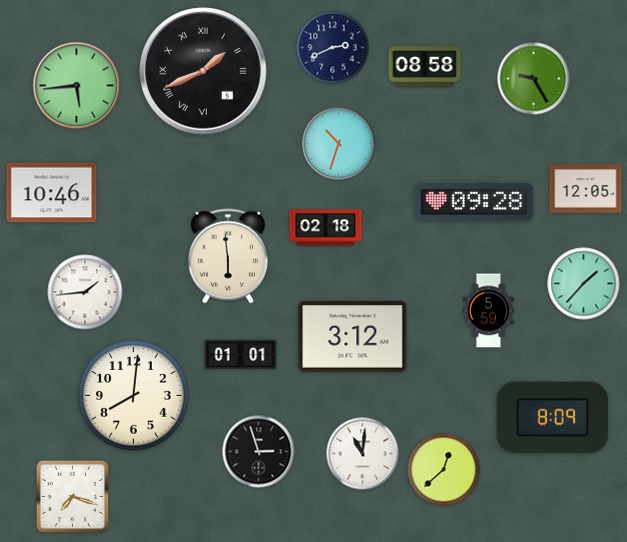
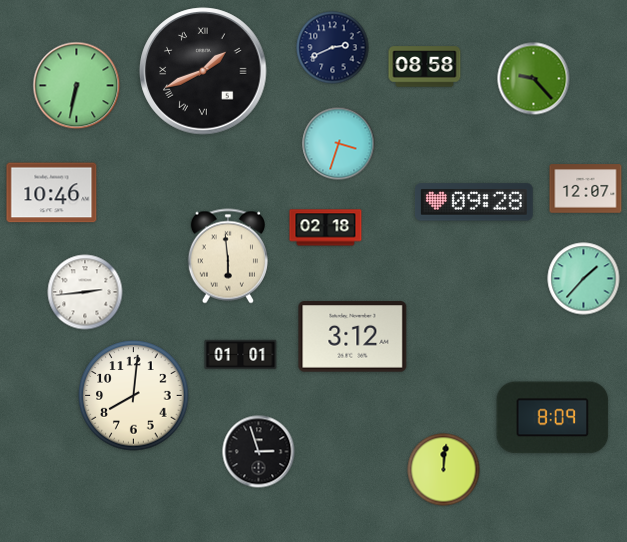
clock at (534, 79): 9:25 -> 9:23
clock at (77, 86): 5:44 -> 6:32
clock at (339, 144): 10:33 -> 3:33
clock at (586, 189): 12:05 -> 12:07
clock at (584, 284) position: (584, 284) -> (584, 279)
clock at (85, 292): 1:44 -> 2:44
clock at (489, 311): 5:59 -> none
clock at (363, 454): 11:01 -> none
clock at (444, 470): 12:38 -> 12:01
clock at (73, 497): 7:18 -> none
